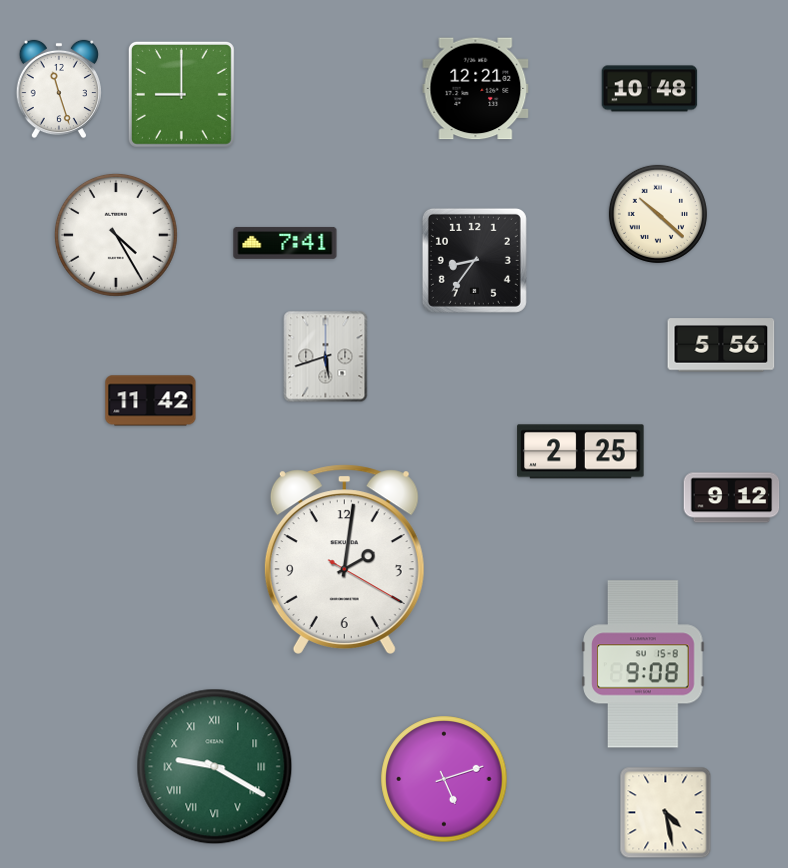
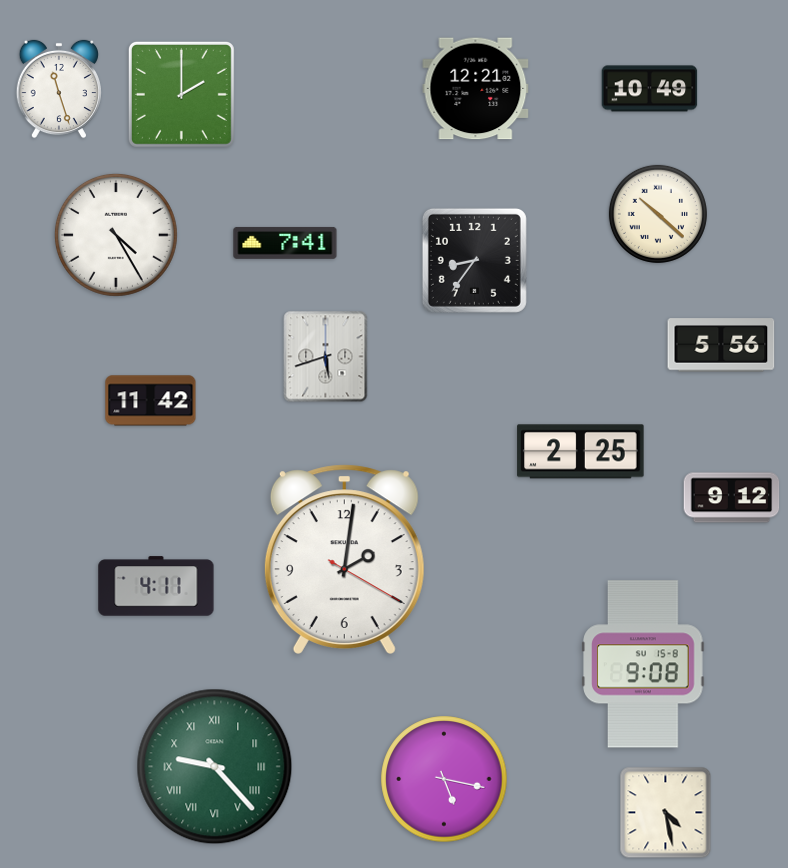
clock at (650, 89): 10:48 -> 10:49
clock at (181, 94): 9:00 -> 2:00
clock at (156, 586): none -> 4:11
clock at (215, 767): 9:20 -> 9:23
clock at (444, 779): 5:12 -> 5:17
